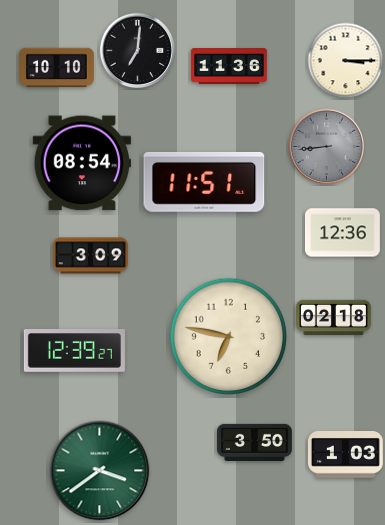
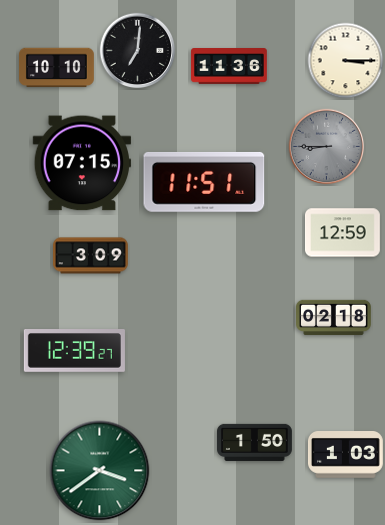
clock at (327, 147): 8:44 -> 8:45
clock at (82, 163): 08:54 -> 07:15
clock at (343, 233): 12:36 -> 12:59
clock at (228, 336): 6:47 -> none
clock at (255, 442): 3:50 -> 1:50
